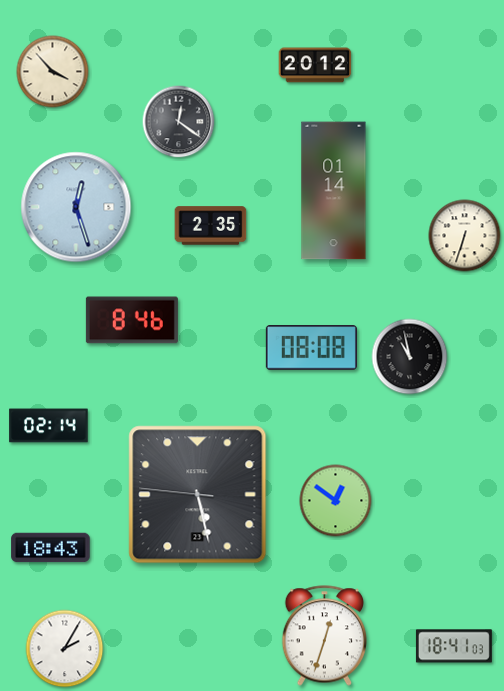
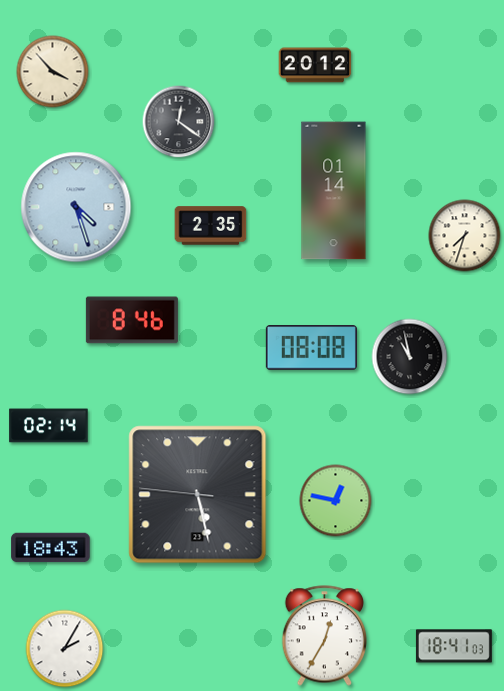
clock at (76, 207): 12:27 -> 4:27
clock at (465, 236): 6:33 -> 7:33
clock at (336, 501): 12:51 -> 12:47
clock at (324, 636): 12:33 -> 12:35
